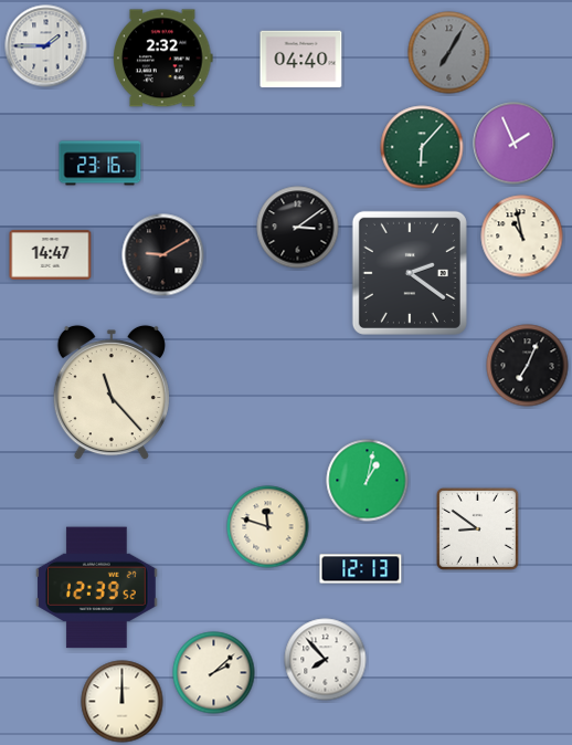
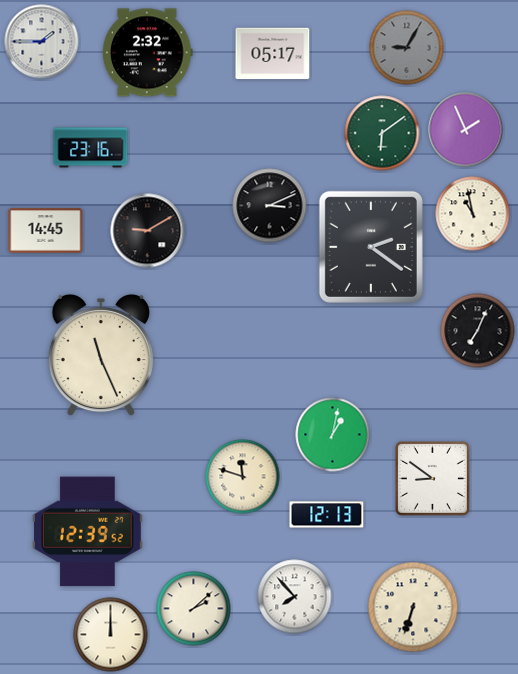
clock at (449, 53): 7:05 -> 9:05
clock at (301, 60): 04:40 -> 05:17
clock at (422, 147): 6:07 -> 6:09
clock at (298, 228): 3:09 -> 3:11
clock at (51, 255): 14:47 -> 14:45
clock at (112, 392): 11:23 -> 11:26
clock at (413, 607): none -> 6:33
